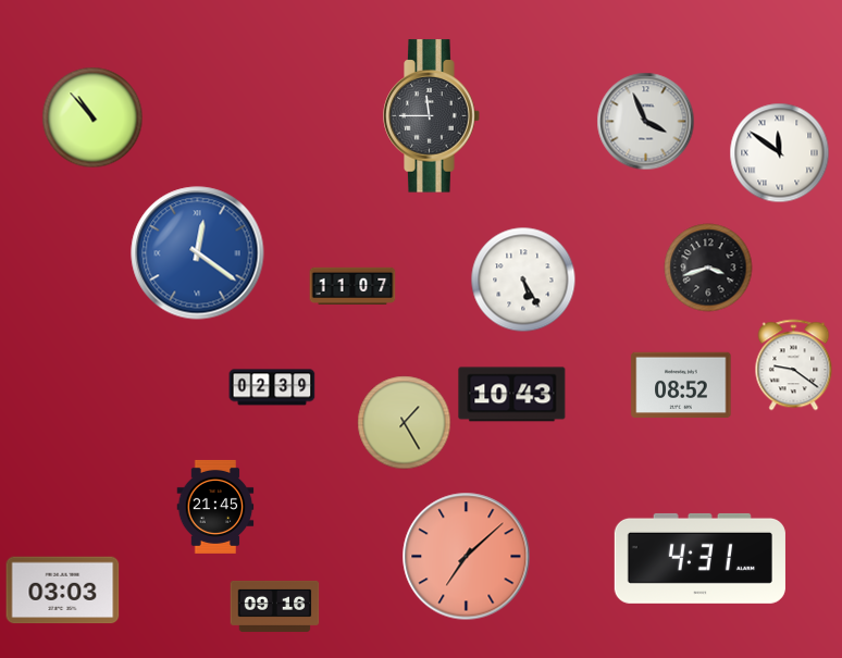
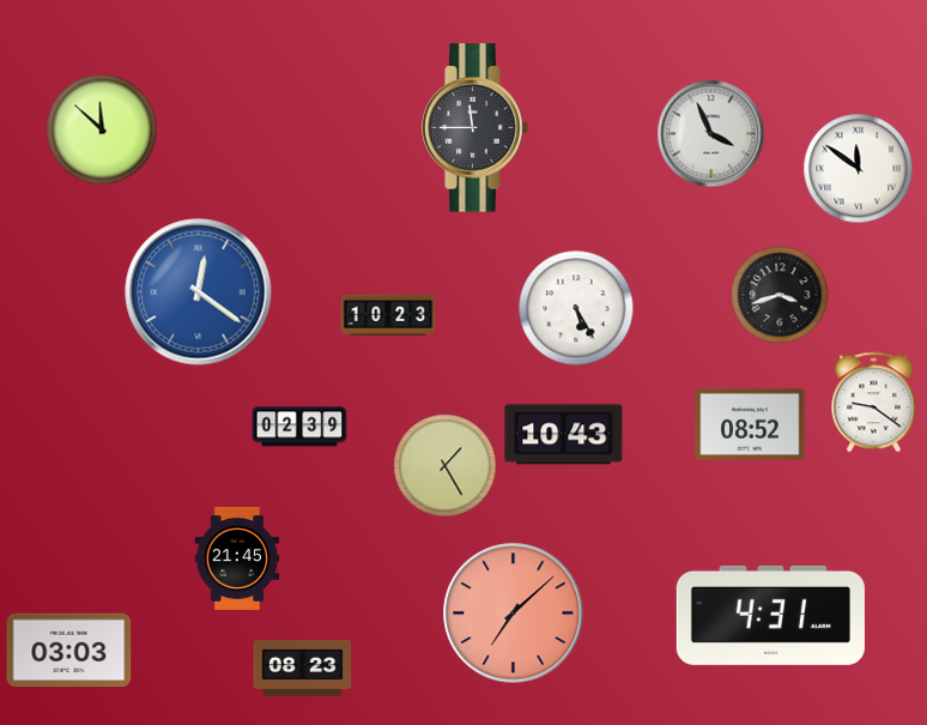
clock at (92, 117): 10:53 -> 11:52
clock at (198, 253) position: (198, 253) -> (199, 292)
clock at (352, 285): 11:07 -> 10:23
clock at (275, 606): 09:16 -> 08:23
